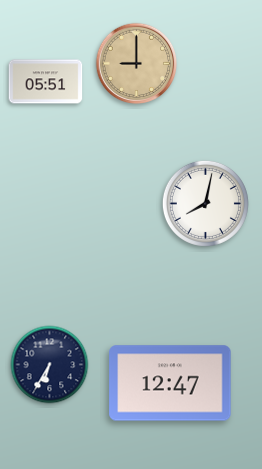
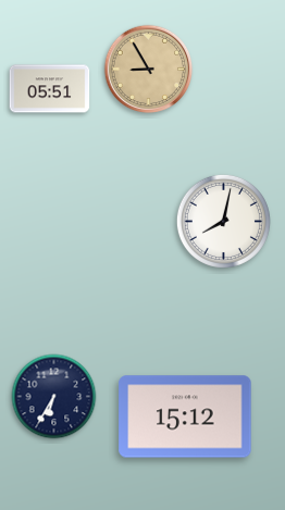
clock at (137, 64): 9:00 -> 8:55
clock at (170, 383): 12:47 -> 15:12
